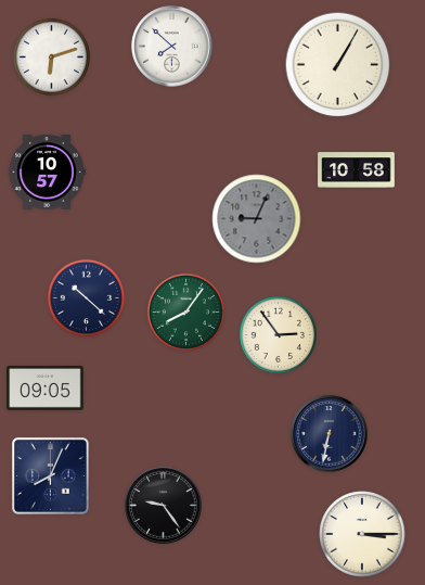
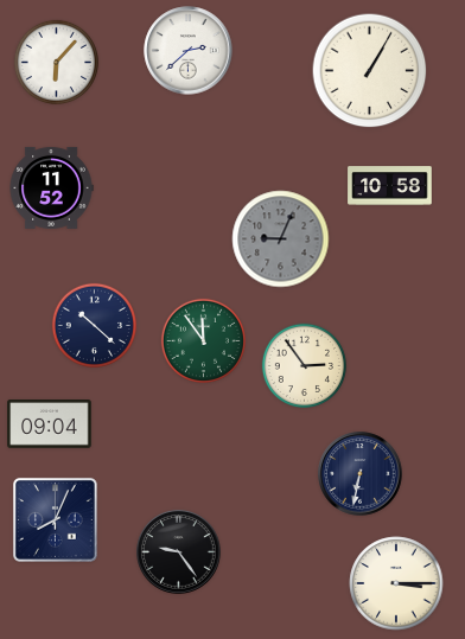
clock at (172, 47): 7:52 -> 2:38
clock at (51, 56): 6:12 -> 6:07
clock at (47, 171): 10:57 -> 11:52
clock at (185, 311): 8:06 -> 11:54
clock at (46, 389): 09:05 -> 09:04
